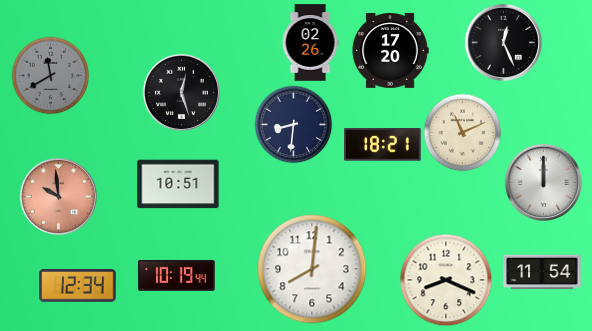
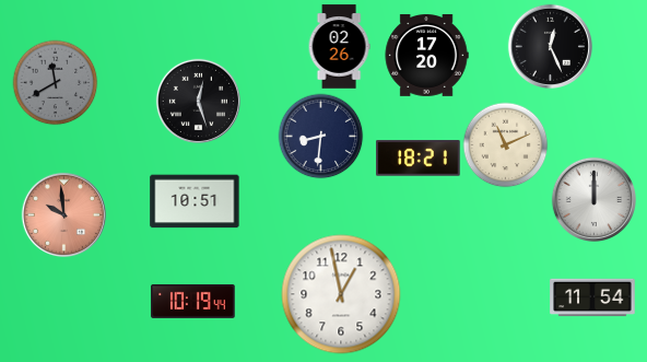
clock at (312, 269): 8:01 -> 12:58
clock at (446, 280): 8:19 -> none
clock at (78, 286): 12:34 -> none
